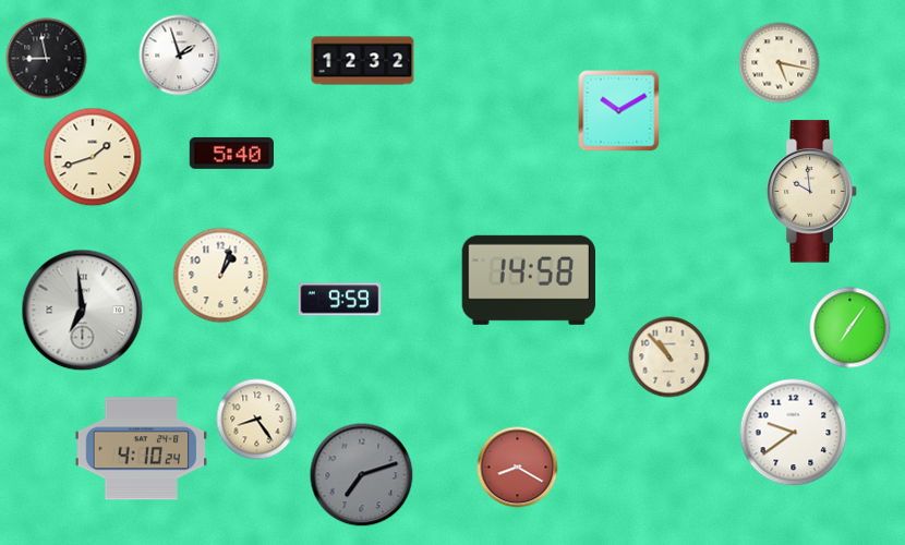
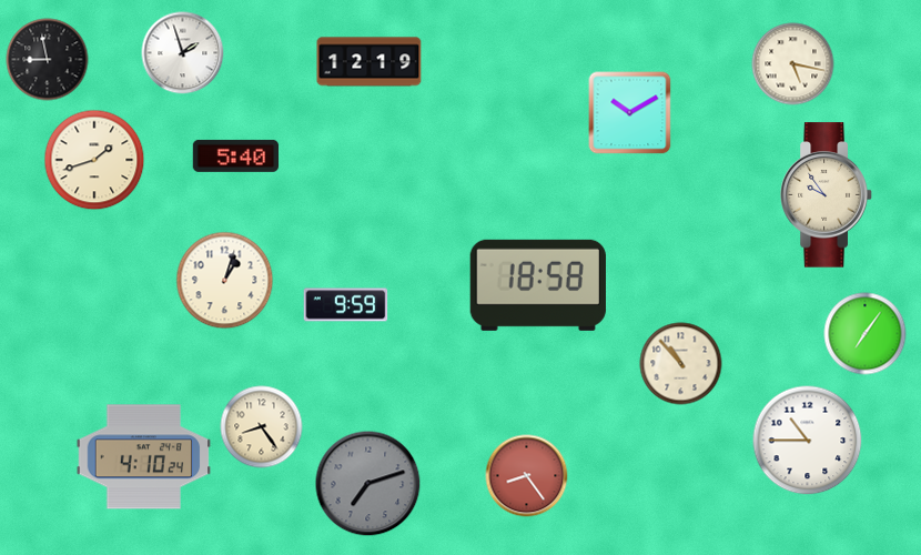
clock at (180, 56) position: (180, 56) -> (183, 53)
clock at (363, 61): 12:32 -> 12:19
clock at (812, 192): 9:59 -> 9:54
clock at (529, 280): 14:58 -> 18:58
clock at (83, 311): 6:59 -> none
clock at (794, 433): 9:39 -> 10:45
clock at (518, 468): 8:20 -> 8:24
